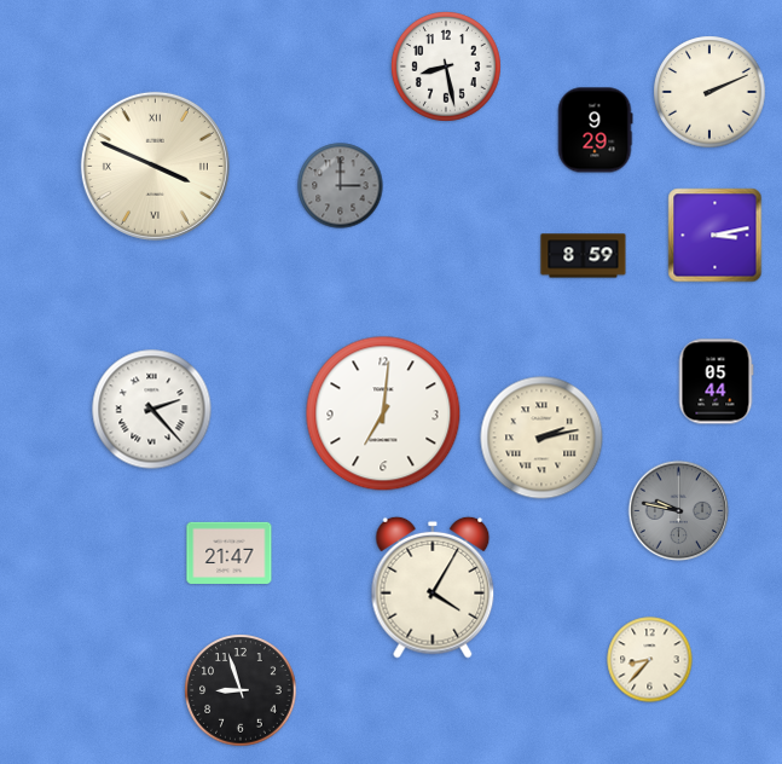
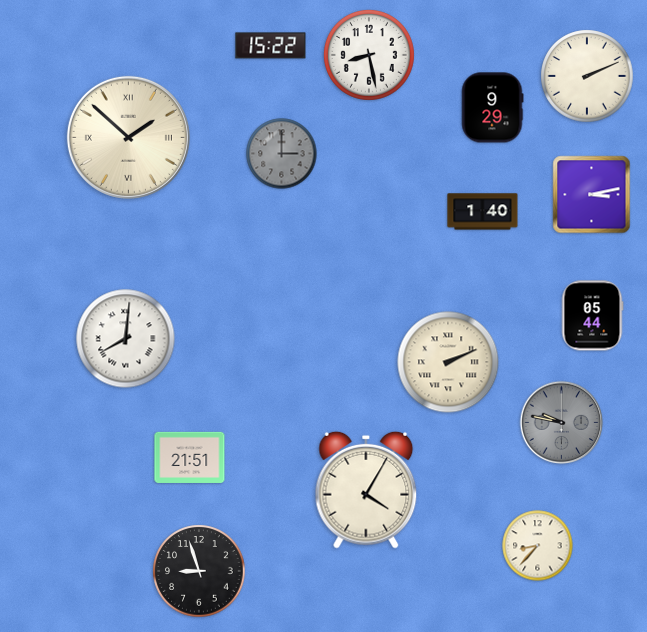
clock at (271, 46): none -> 15:22
clock at (155, 166): 3:49 -> 1:52
clock at (584, 256): 8:59 -> 1:40
clock at (152, 410): 2:23 -> 8:01
clock at (383, 413): 7:01 -> none
clock at (541, 438): 2:13 -> 2:11
clock at (230, 552): 21:47 -> 21:51
clock at (433, 588) position: (433, 588) -> (366, 490)
